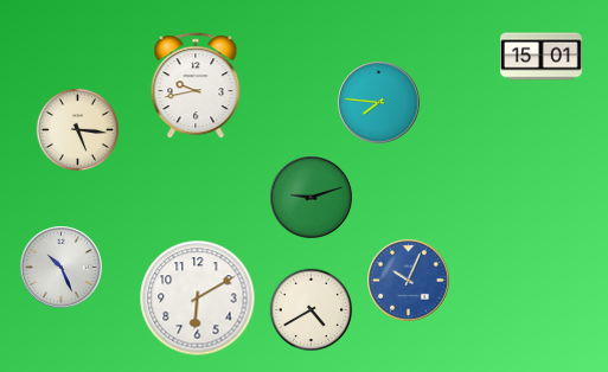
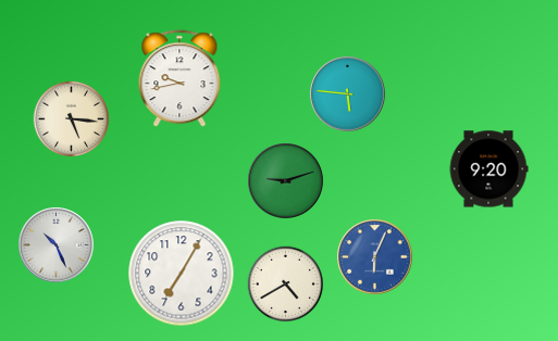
clock at (542, 57): 15:01 -> none
clock at (379, 103): 7:46 -> 5:46
clock at (488, 169): none -> 9:20
clock at (409, 281): 10:04 -> 6:04
clock at (198, 299): 6:10 -> 7:05
